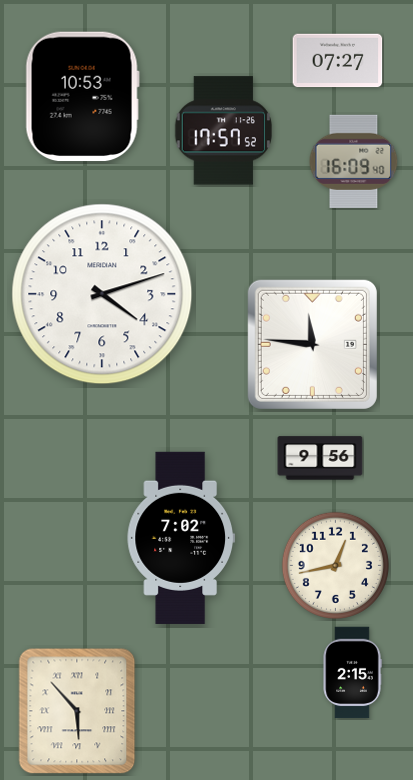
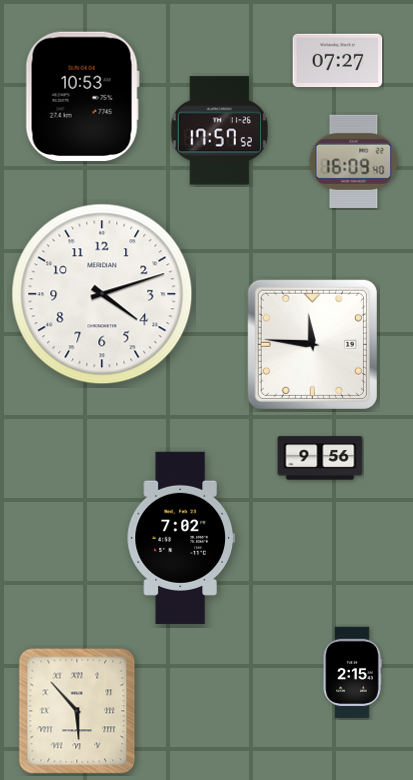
clock at (223, 131) position: (223, 131) -> (219, 131)
clock at (335, 565): 12:43 -> none
